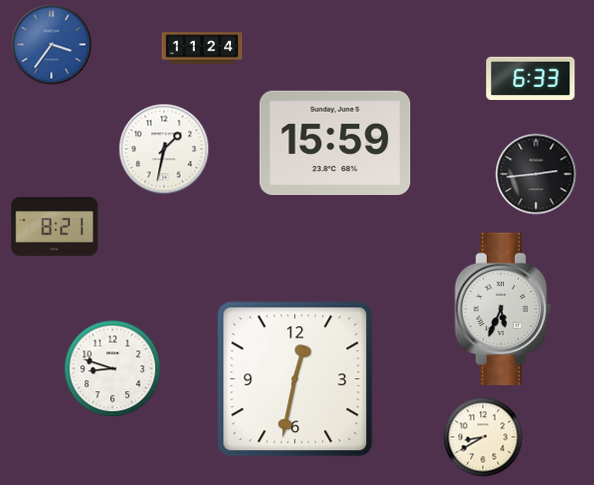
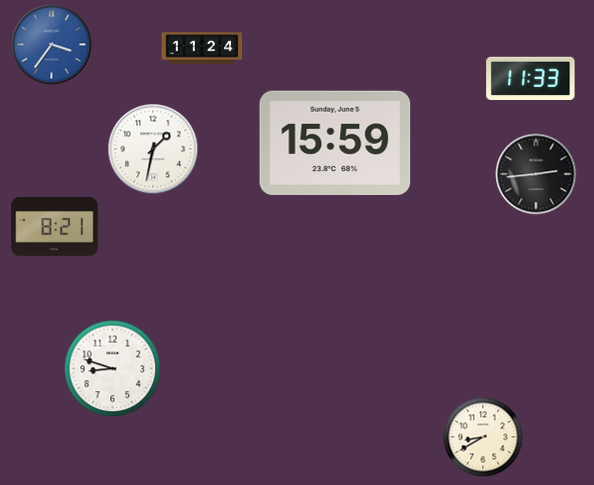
clock at (531, 78): 6:33 -> 11:33
clock at (164, 149) position: (164, 149) -> (153, 149)
clock at (503, 309): 5:34 -> none
clock at (295, 379): 12:32 -> none
